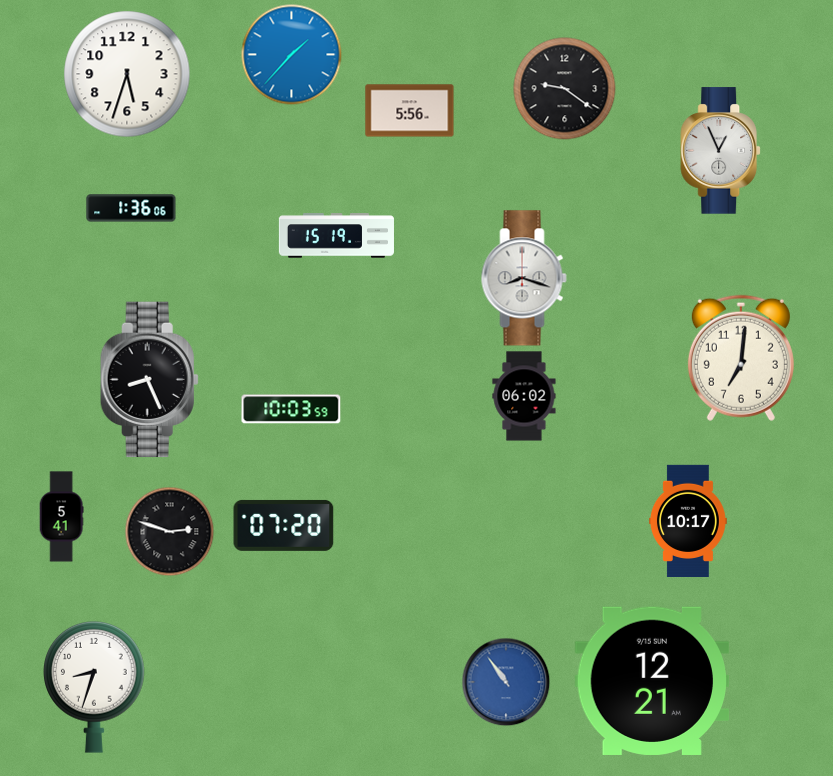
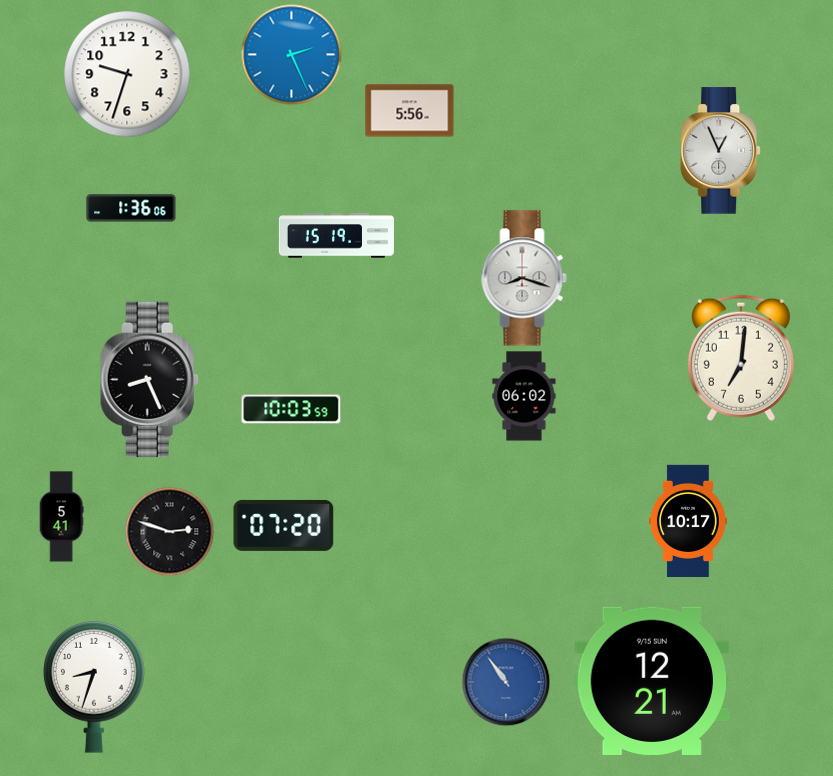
clock at (292, 55): 1:37 -> 2:26
clock at (127, 74): 5:33 -> 9:33
clock at (565, 89): 9:21 -> none
